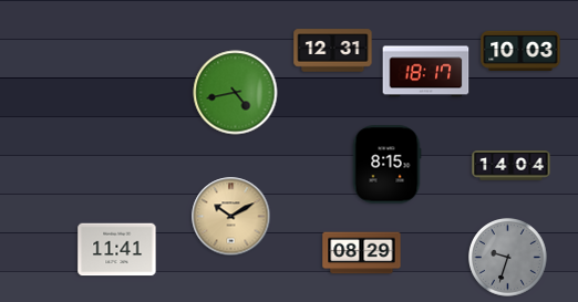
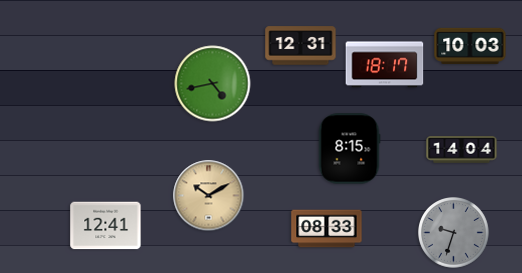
clock at (117, 250): 11:41 -> 12:41
clock at (362, 253): 08:29 -> 08:33
clock at (508, 258) position: (508, 258) -> (454, 233)
